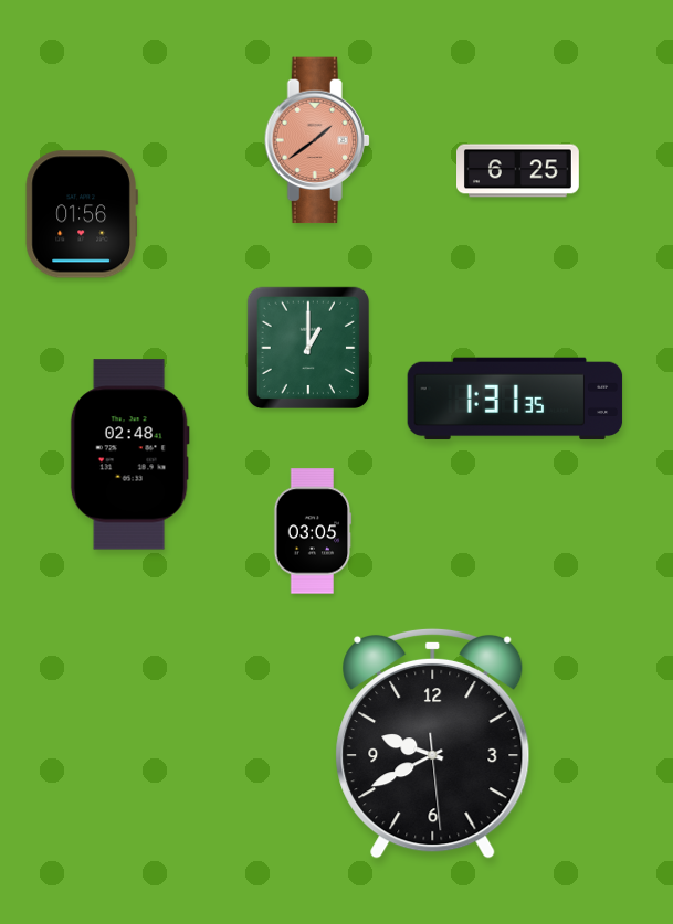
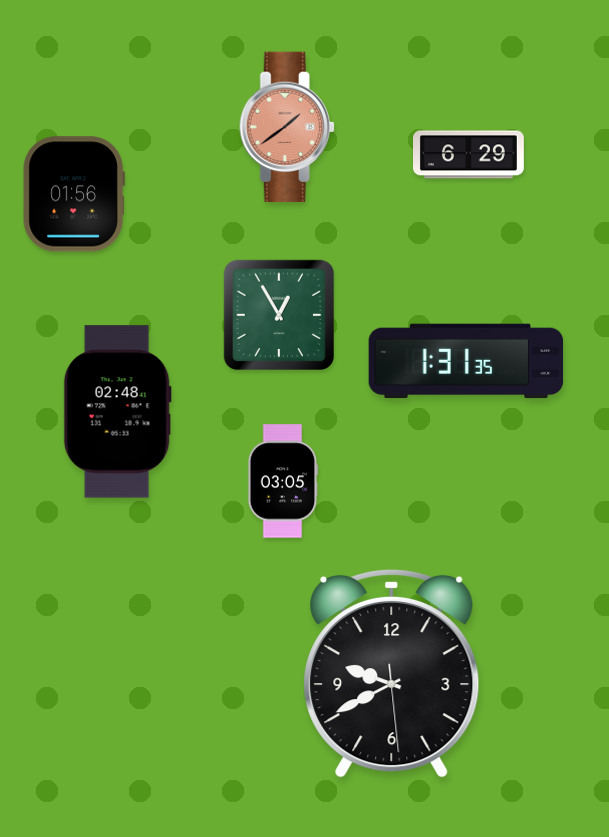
clock at (518, 171): 6:25 -> 6:29
clock at (307, 347): 1:00 -> 12:55
